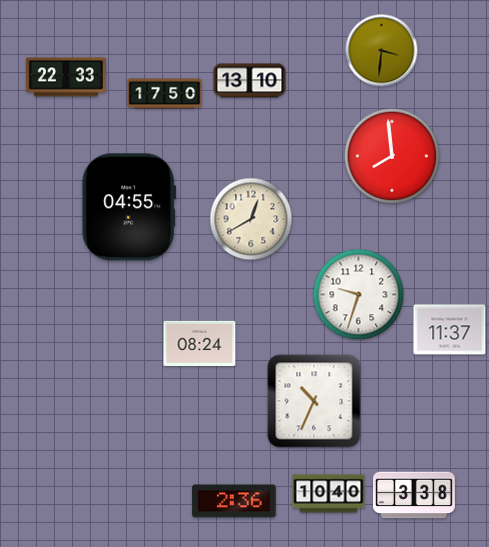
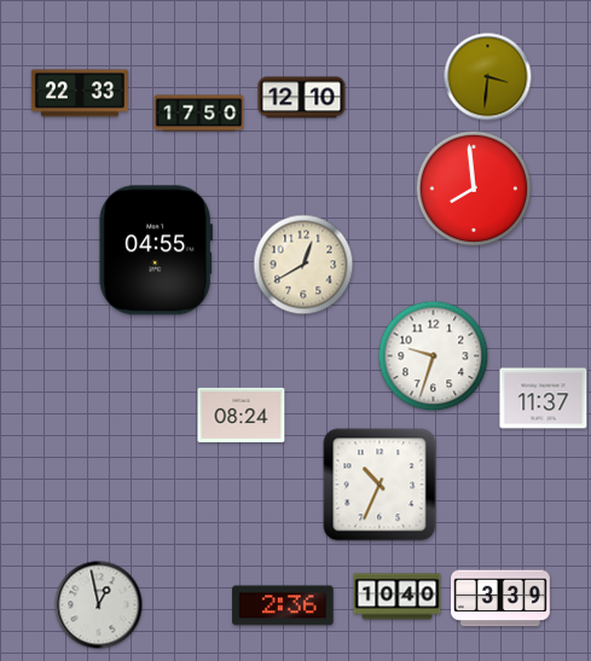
clock at (382, 51) position: (382, 51) -> (488, 77)
clock at (250, 81): 13:10 -> 12:10
clock at (415, 495): 3:38 -> 3:39
clock at (99, 605): none -> 12:58
